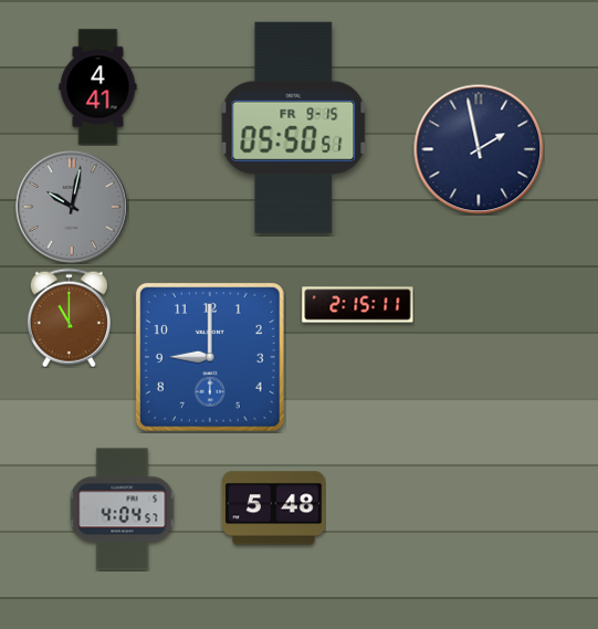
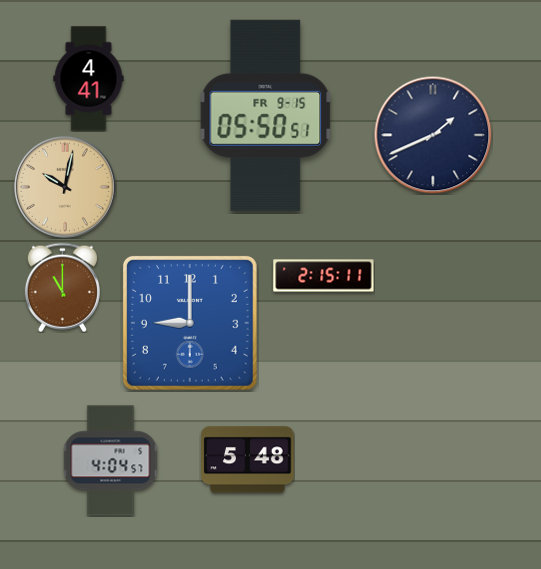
clock at (479, 149): 1:58 -> 1:41
clock at (72, 207) dial: grey -> champagne
